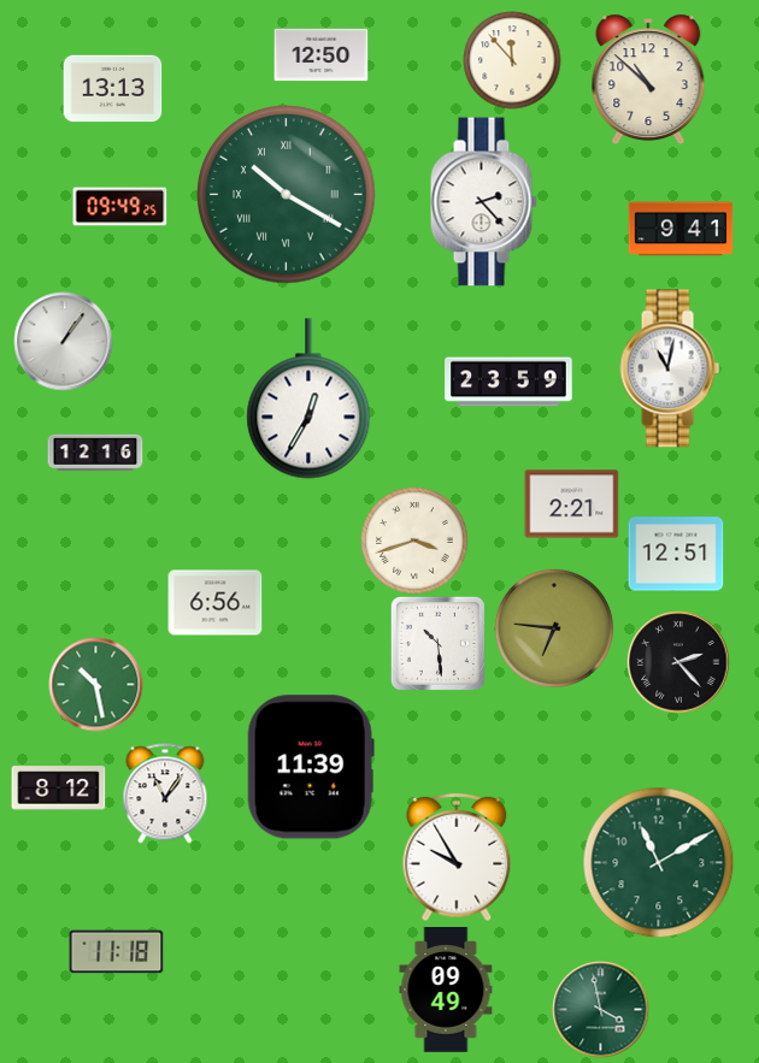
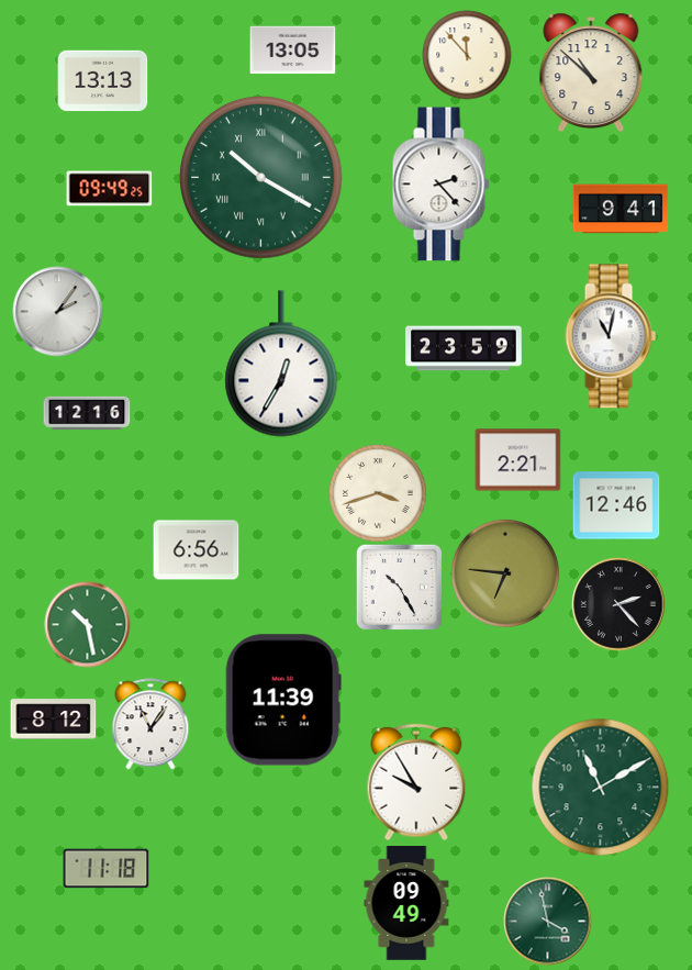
clock at (320, 55): 12:50 -> 13:05
clock at (63, 341): 1:06 -> 2:06
clock at (571, 504) position: (571, 504) -> (517, 460)
clock at (676, 554): 12:51 -> 12:46
clock at (437, 643): 10:29 -> 10:25
